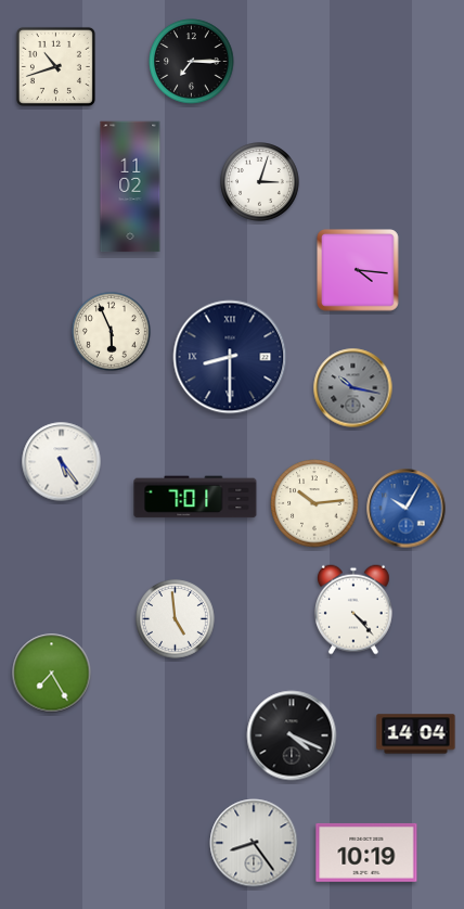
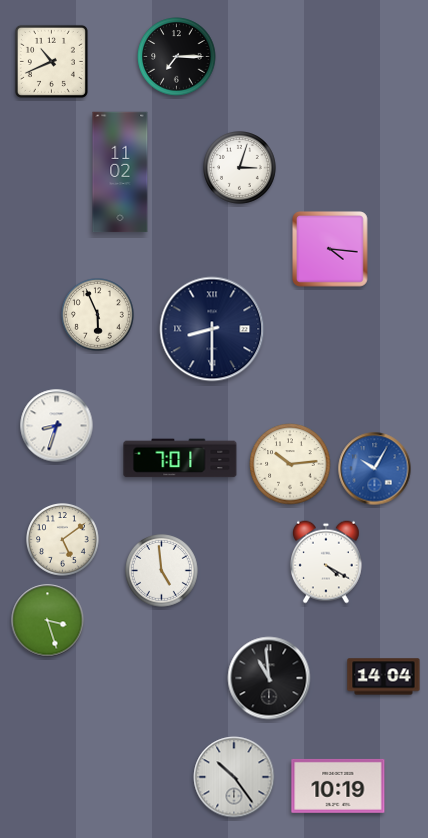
clock at (55, 66): 10:42 -> 10:41
clock at (112, 332) position: (112, 332) -> (98, 315)
clock at (353, 388): 10:17 -> none
clock at (62, 462): 5:24 -> 8:33
clock at (63, 540): none -> 5:09
clock at (353, 610): 4:23 -> 4:20
clock at (52, 674): 7:25 -> 3:27
clock at (292, 735): 4:19 -> 10:59
clock at (254, 843): 8:24 -> 10:24
